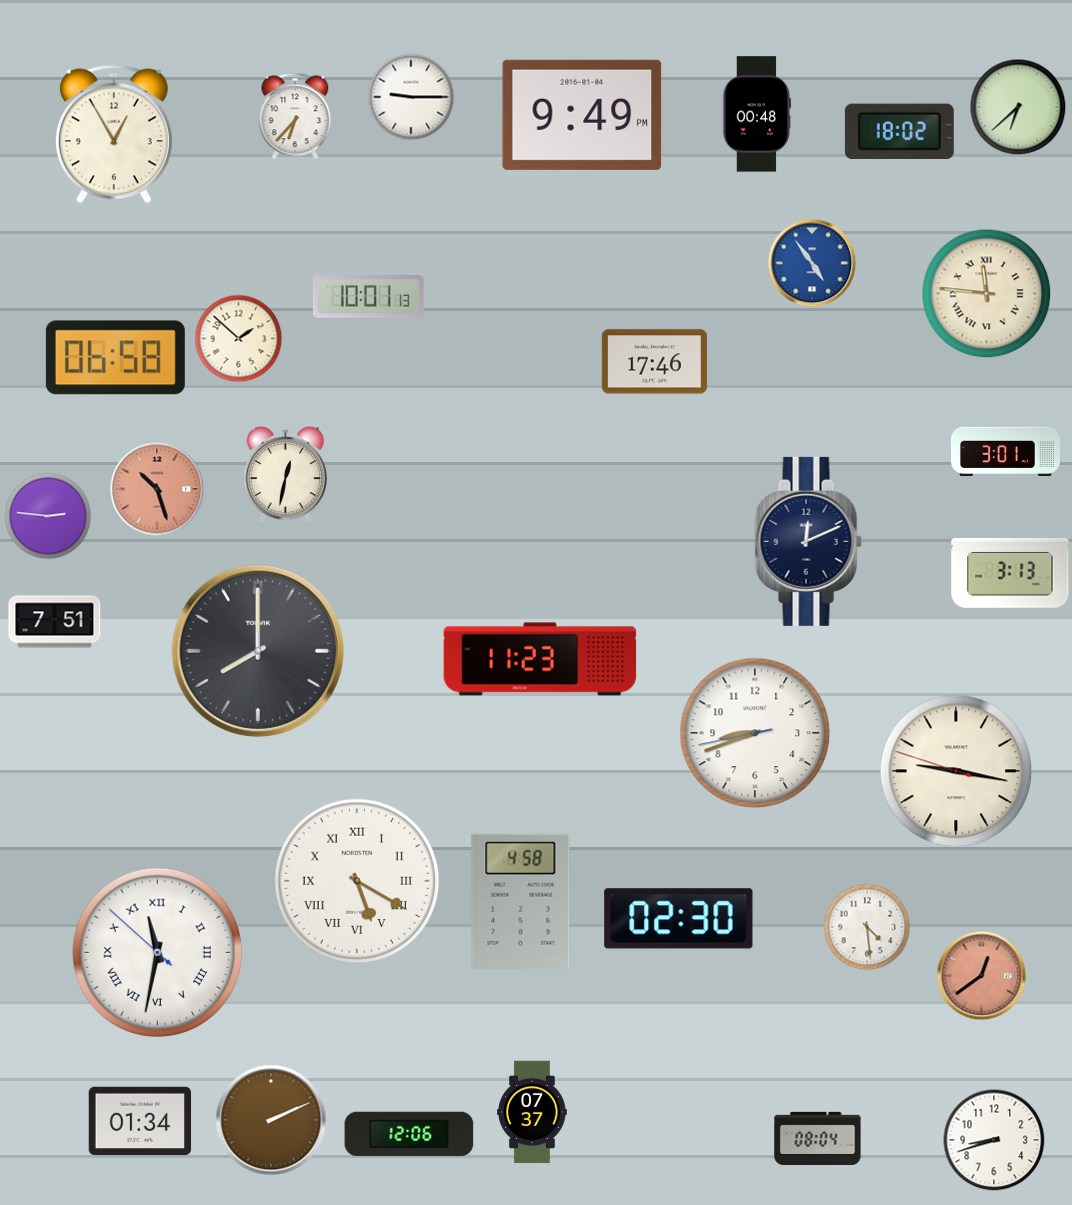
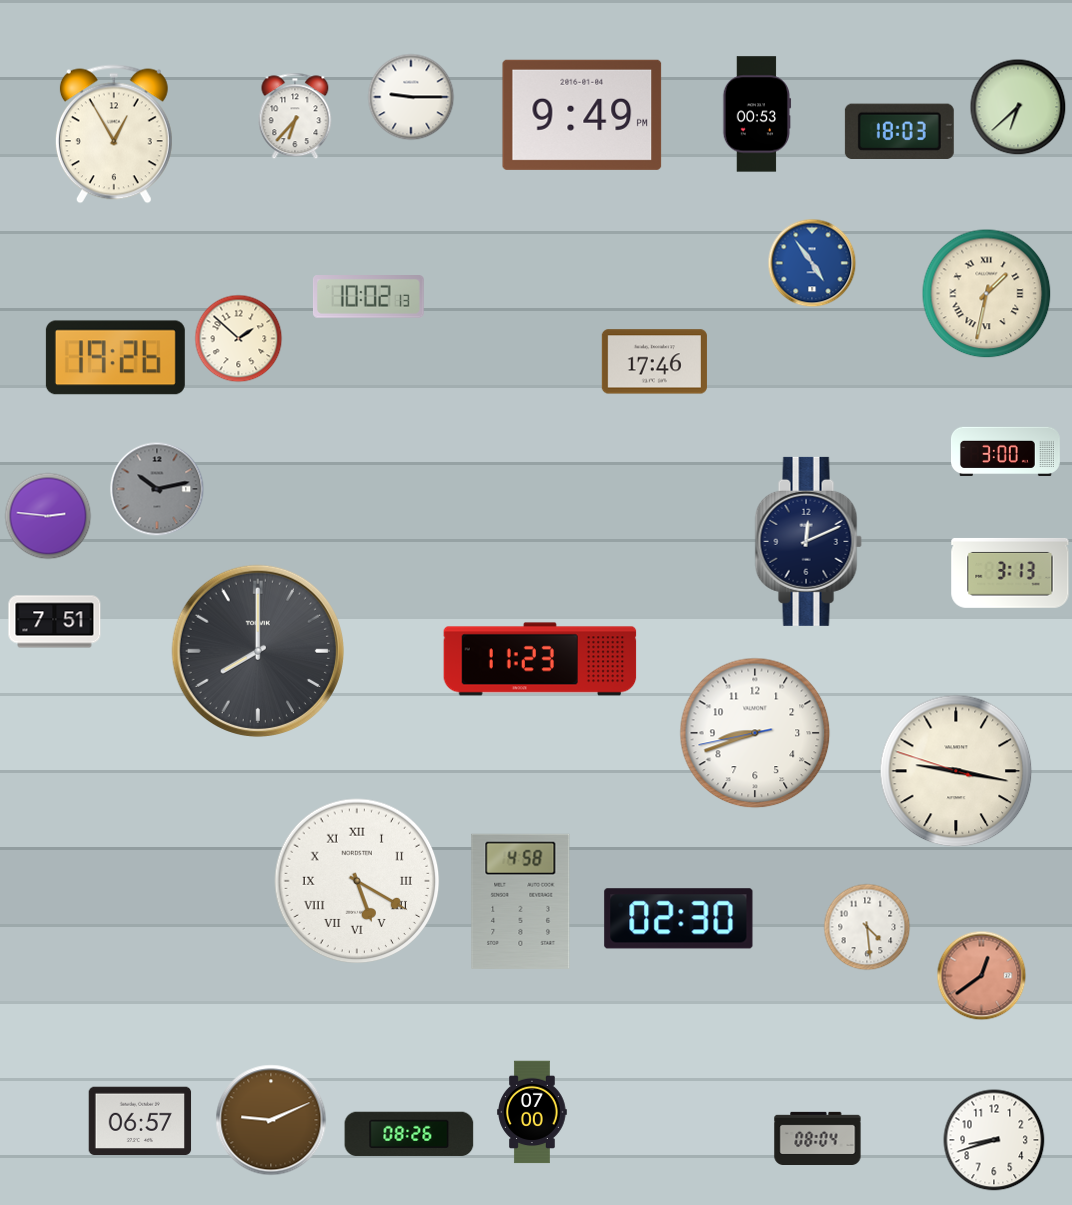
clock at (757, 114): 00:48 -> 00:53
clock at (899, 131): 18:02 -> 18:03
clock at (987, 294): 11:46 -> 1:32
clock at (368, 297): 10:01 -> 10:02
clock at (115, 358): 06:58 -> 19:26
clock at (1005, 451): 3:01 -> 3:00
clock at (285, 475): 12:32 -> none
clock at (157, 489): 10:27 -> 10:13
clock at (157, 489) dial: salmon -> grey
clock at (158, 953): 11:31 -> none
clock at (532, 1112): 07:37 -> 07:00
clock at (271, 1120): 2:11 -> 9:11
clock at (140, 1121): 01:34 -> 06:57
clock at (409, 1134): 12:06 -> 08:26
